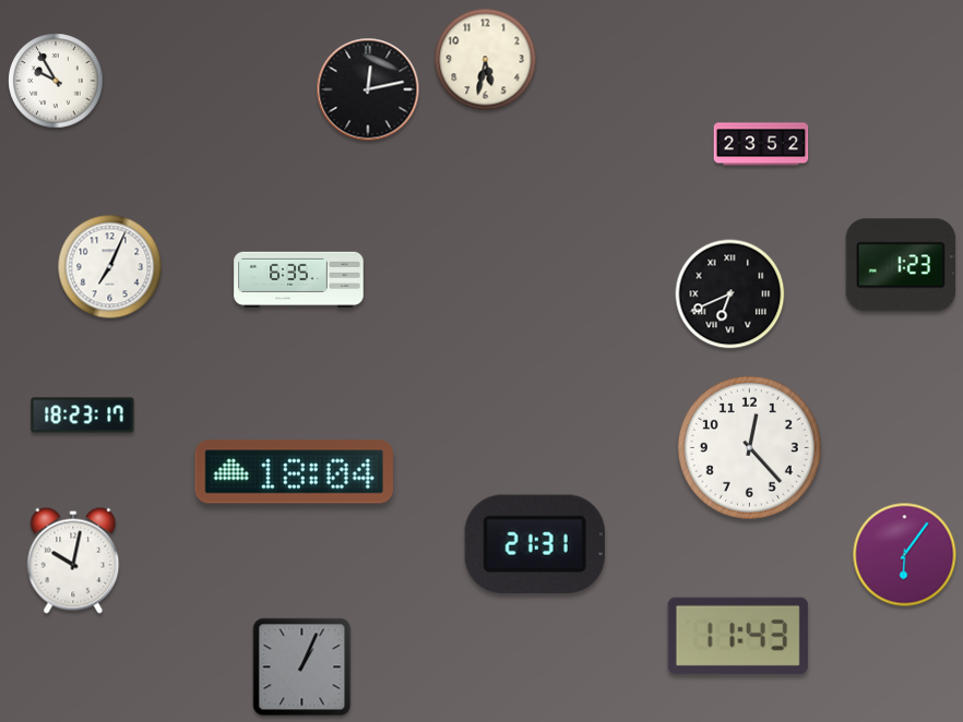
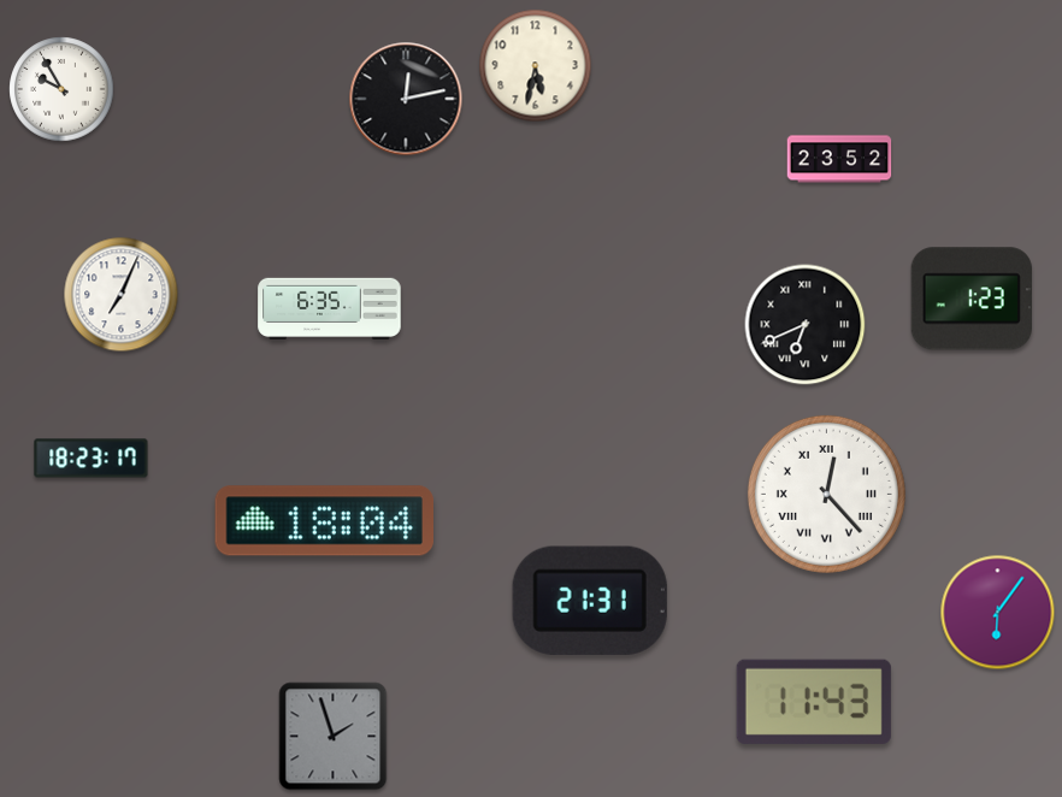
clock at (901, 265) position: (901, 265) -> (972, 299)
clock at (749, 447) numerals: Arabic -> Roman
clock at (73, 561): 10:02 -> none
clock at (302, 667): 1:04 -> 1:57
